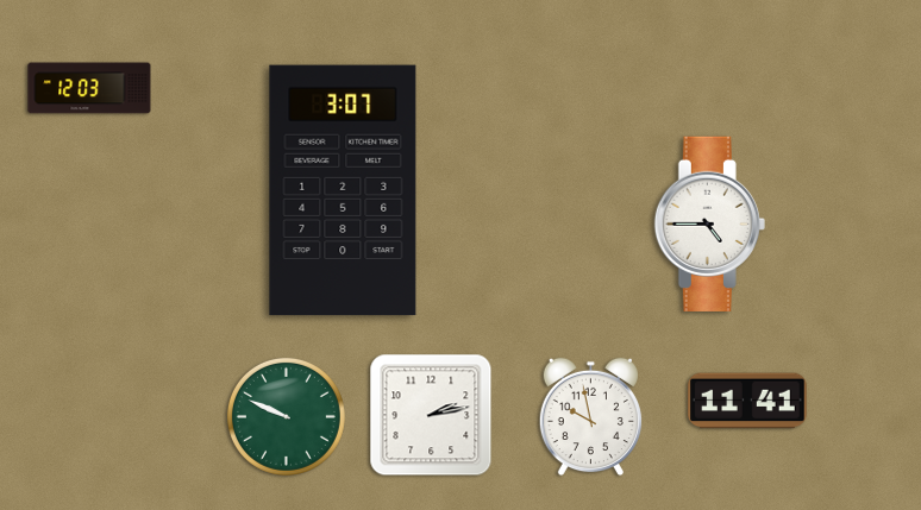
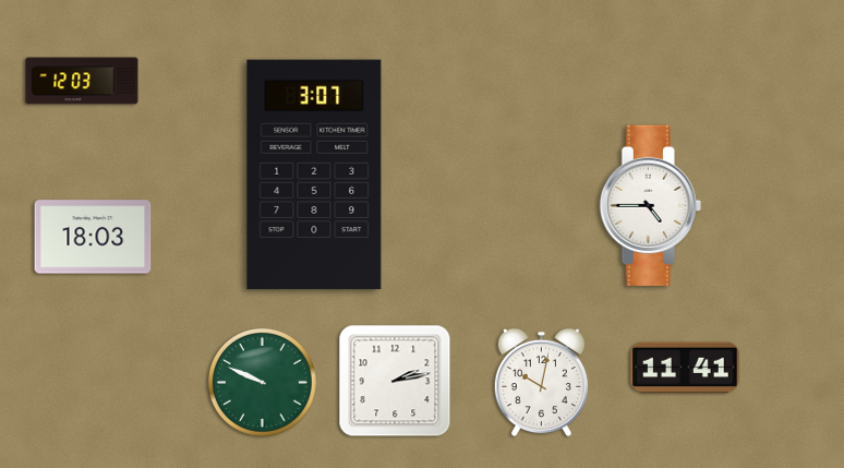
clock at (93, 237): none -> 18:03
clock at (590, 417): 9:58 -> 10:02
